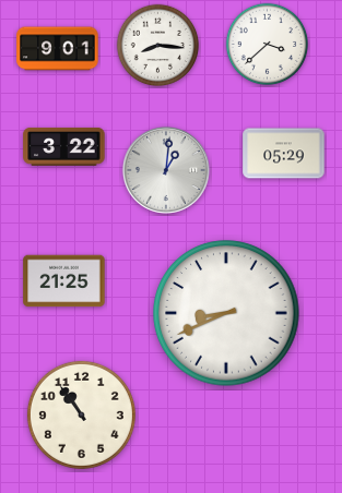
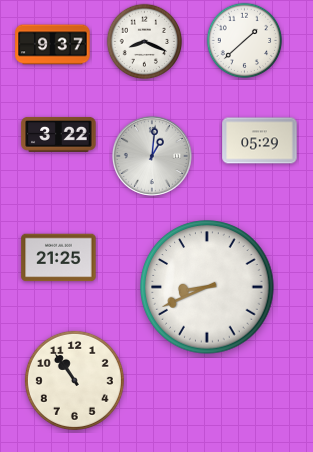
clock at (268, 45): 3:38 -> 1:38
clock at (158, 46): 8:16 -> 8:19
clock at (58, 49): 9:01 -> 9:37
